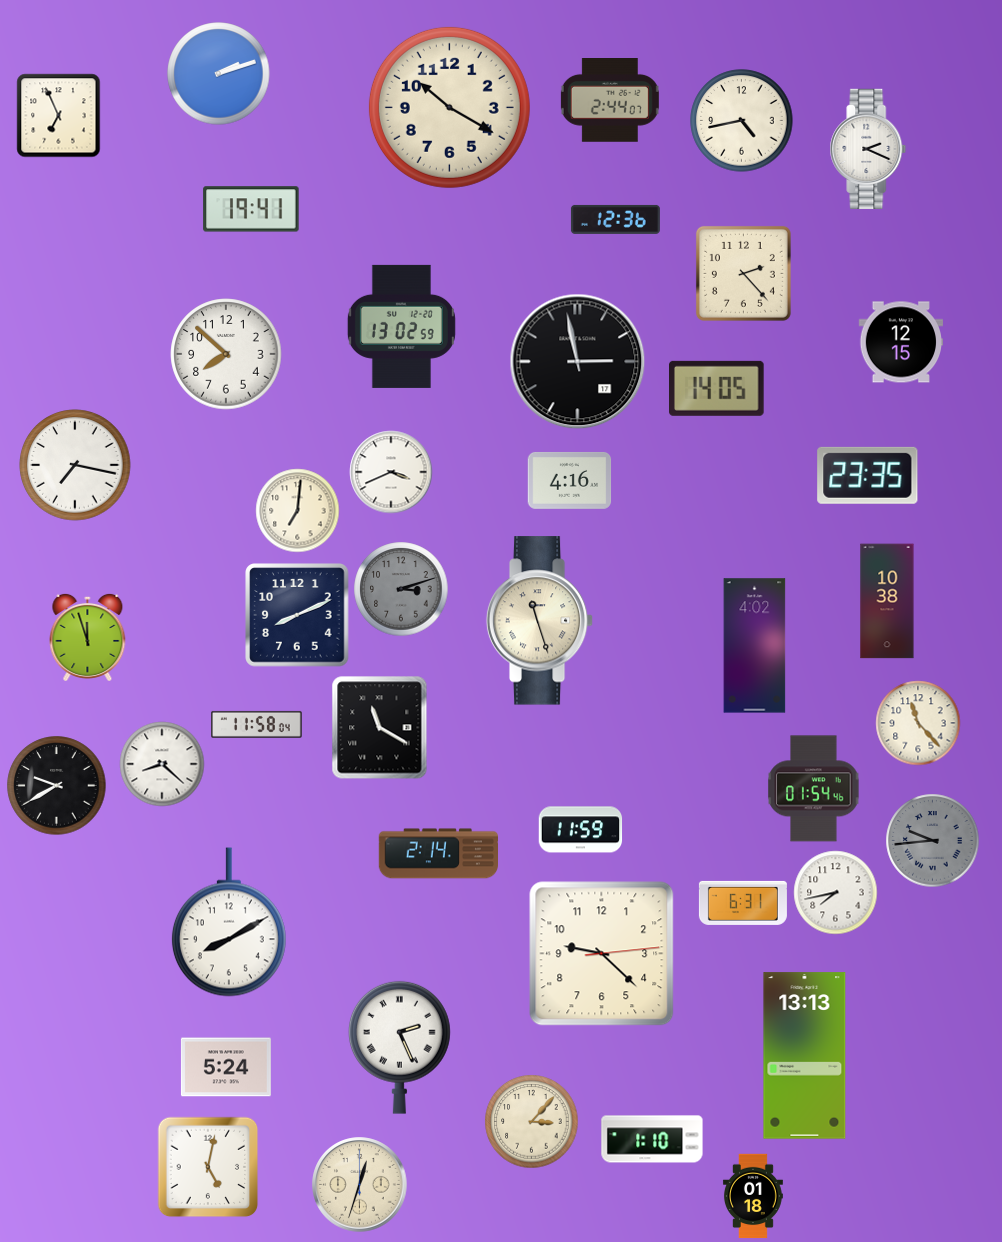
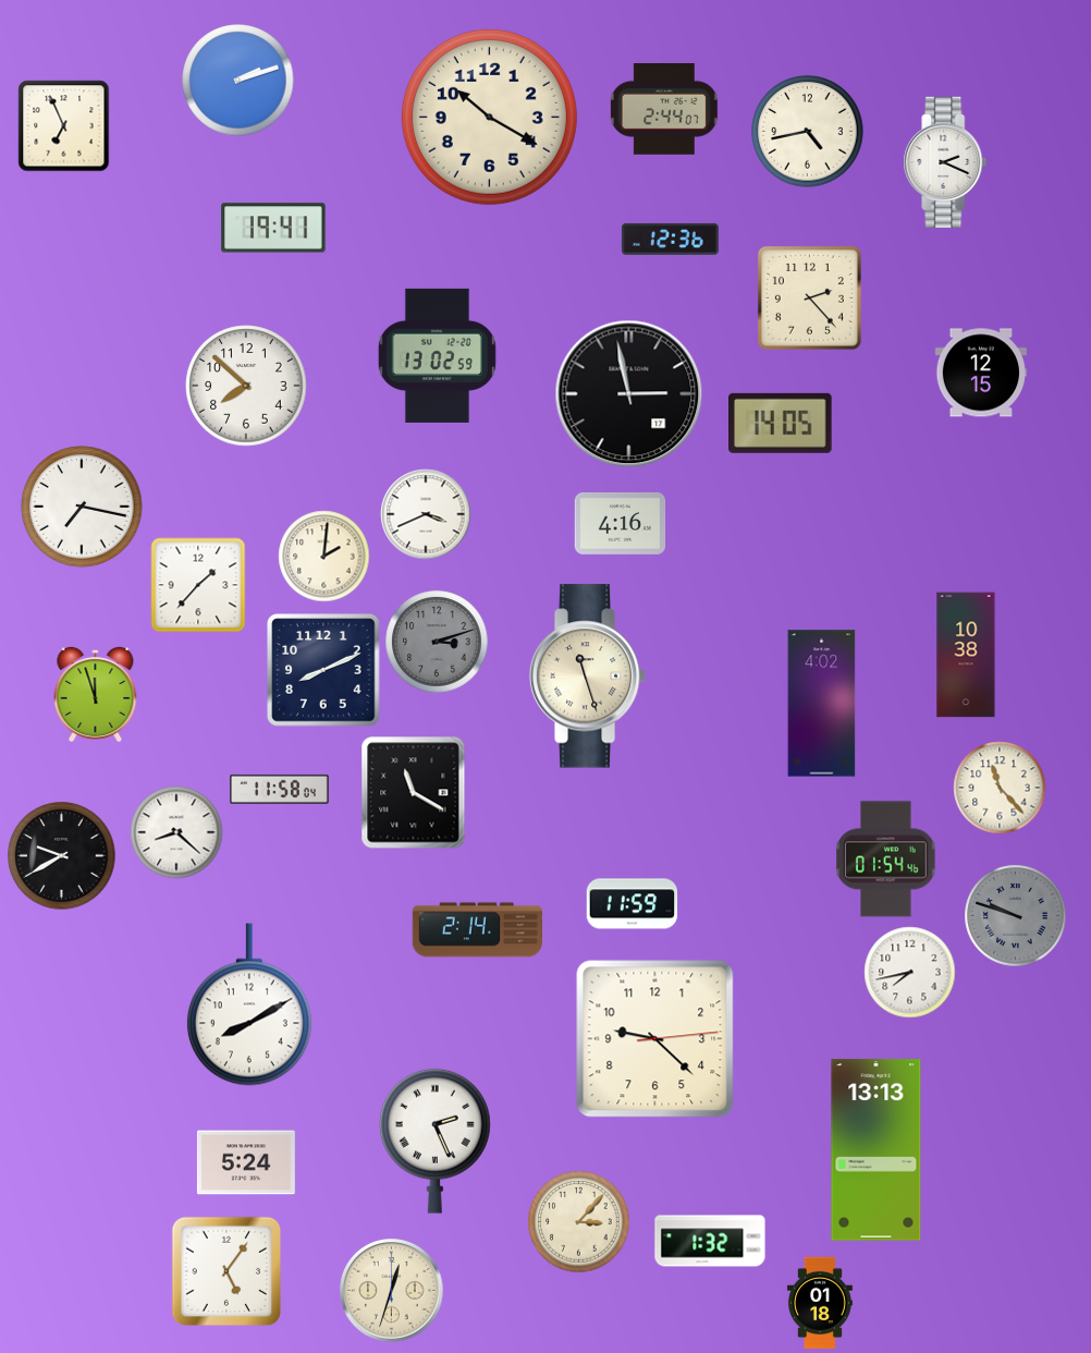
clock at (868, 475): 23:35 -> none
clock at (298, 511): 7:01 -> 2:01
clock at (198, 585): none -> 1:37
clock at (933, 841): 9:44 -> 9:48
clock at (743, 903): 6:31 -> none
clock at (652, 1139): 1:10 -> 1:32
clock at (208, 1167): 5:02 -> 5:06
